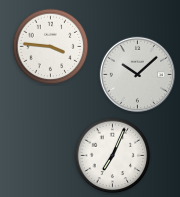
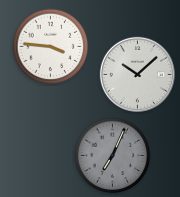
clock at (113, 156) dial: white -> grey
